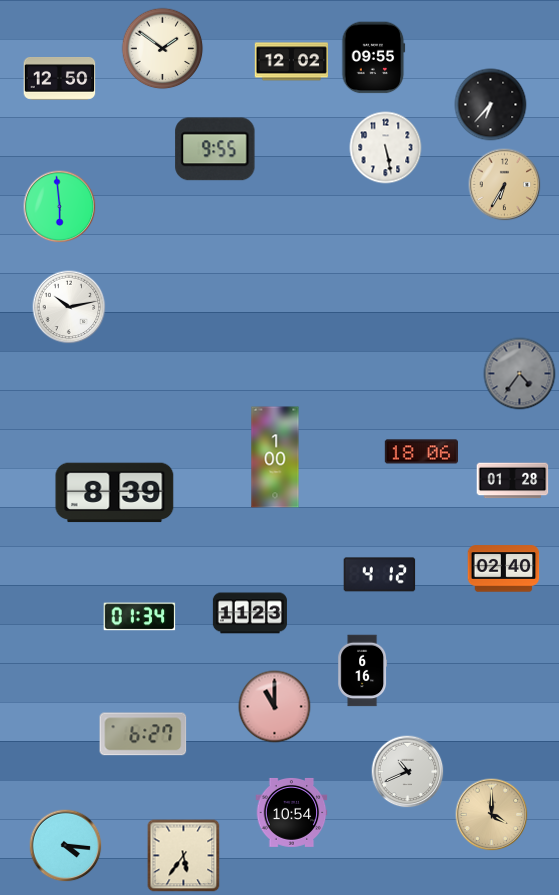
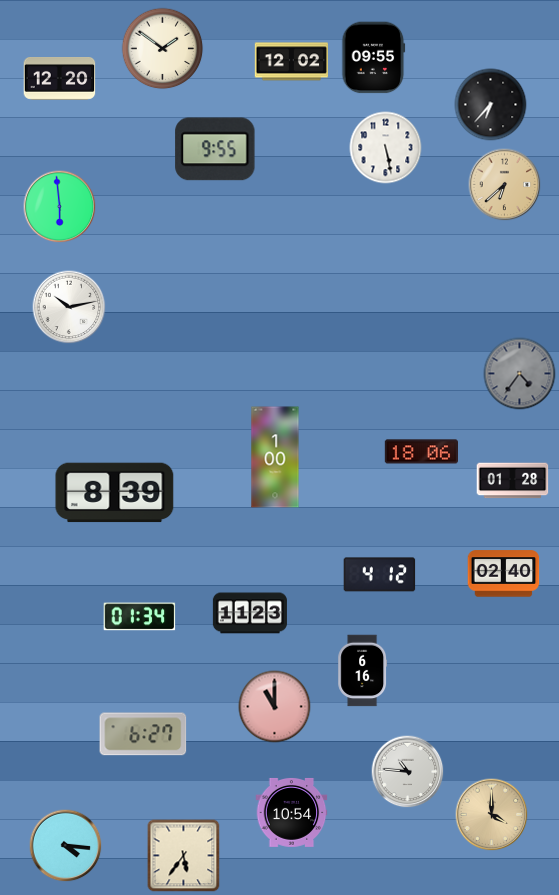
clock at (60, 79): 12:50 -> 12:20
clock at (505, 185): 6:35 -> 6:38
clock at (504, 569) position: (504, 569) -> (504, 574)
clock at (408, 772): 10:41 -> 10:46
